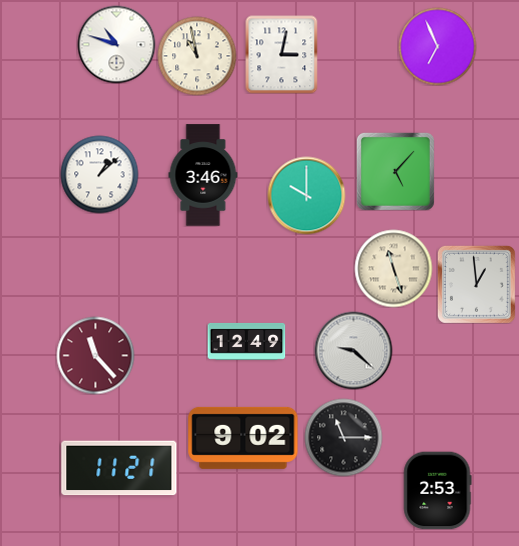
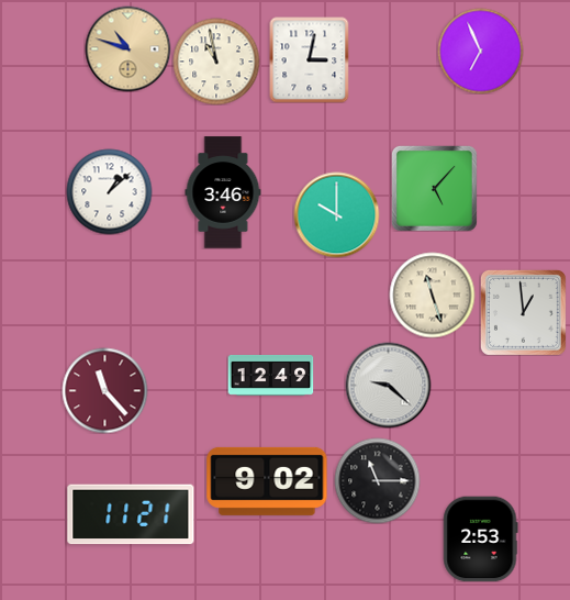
clock at (116, 44) dial: white -> champagne
